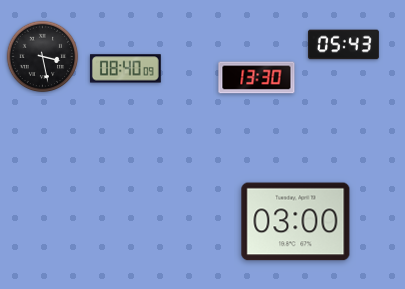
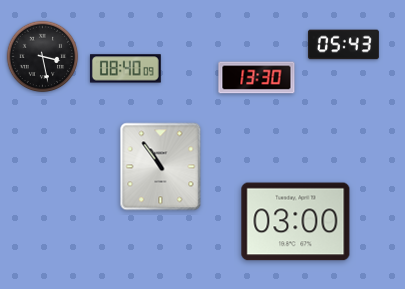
clock at (161, 167): none -> 10:54
